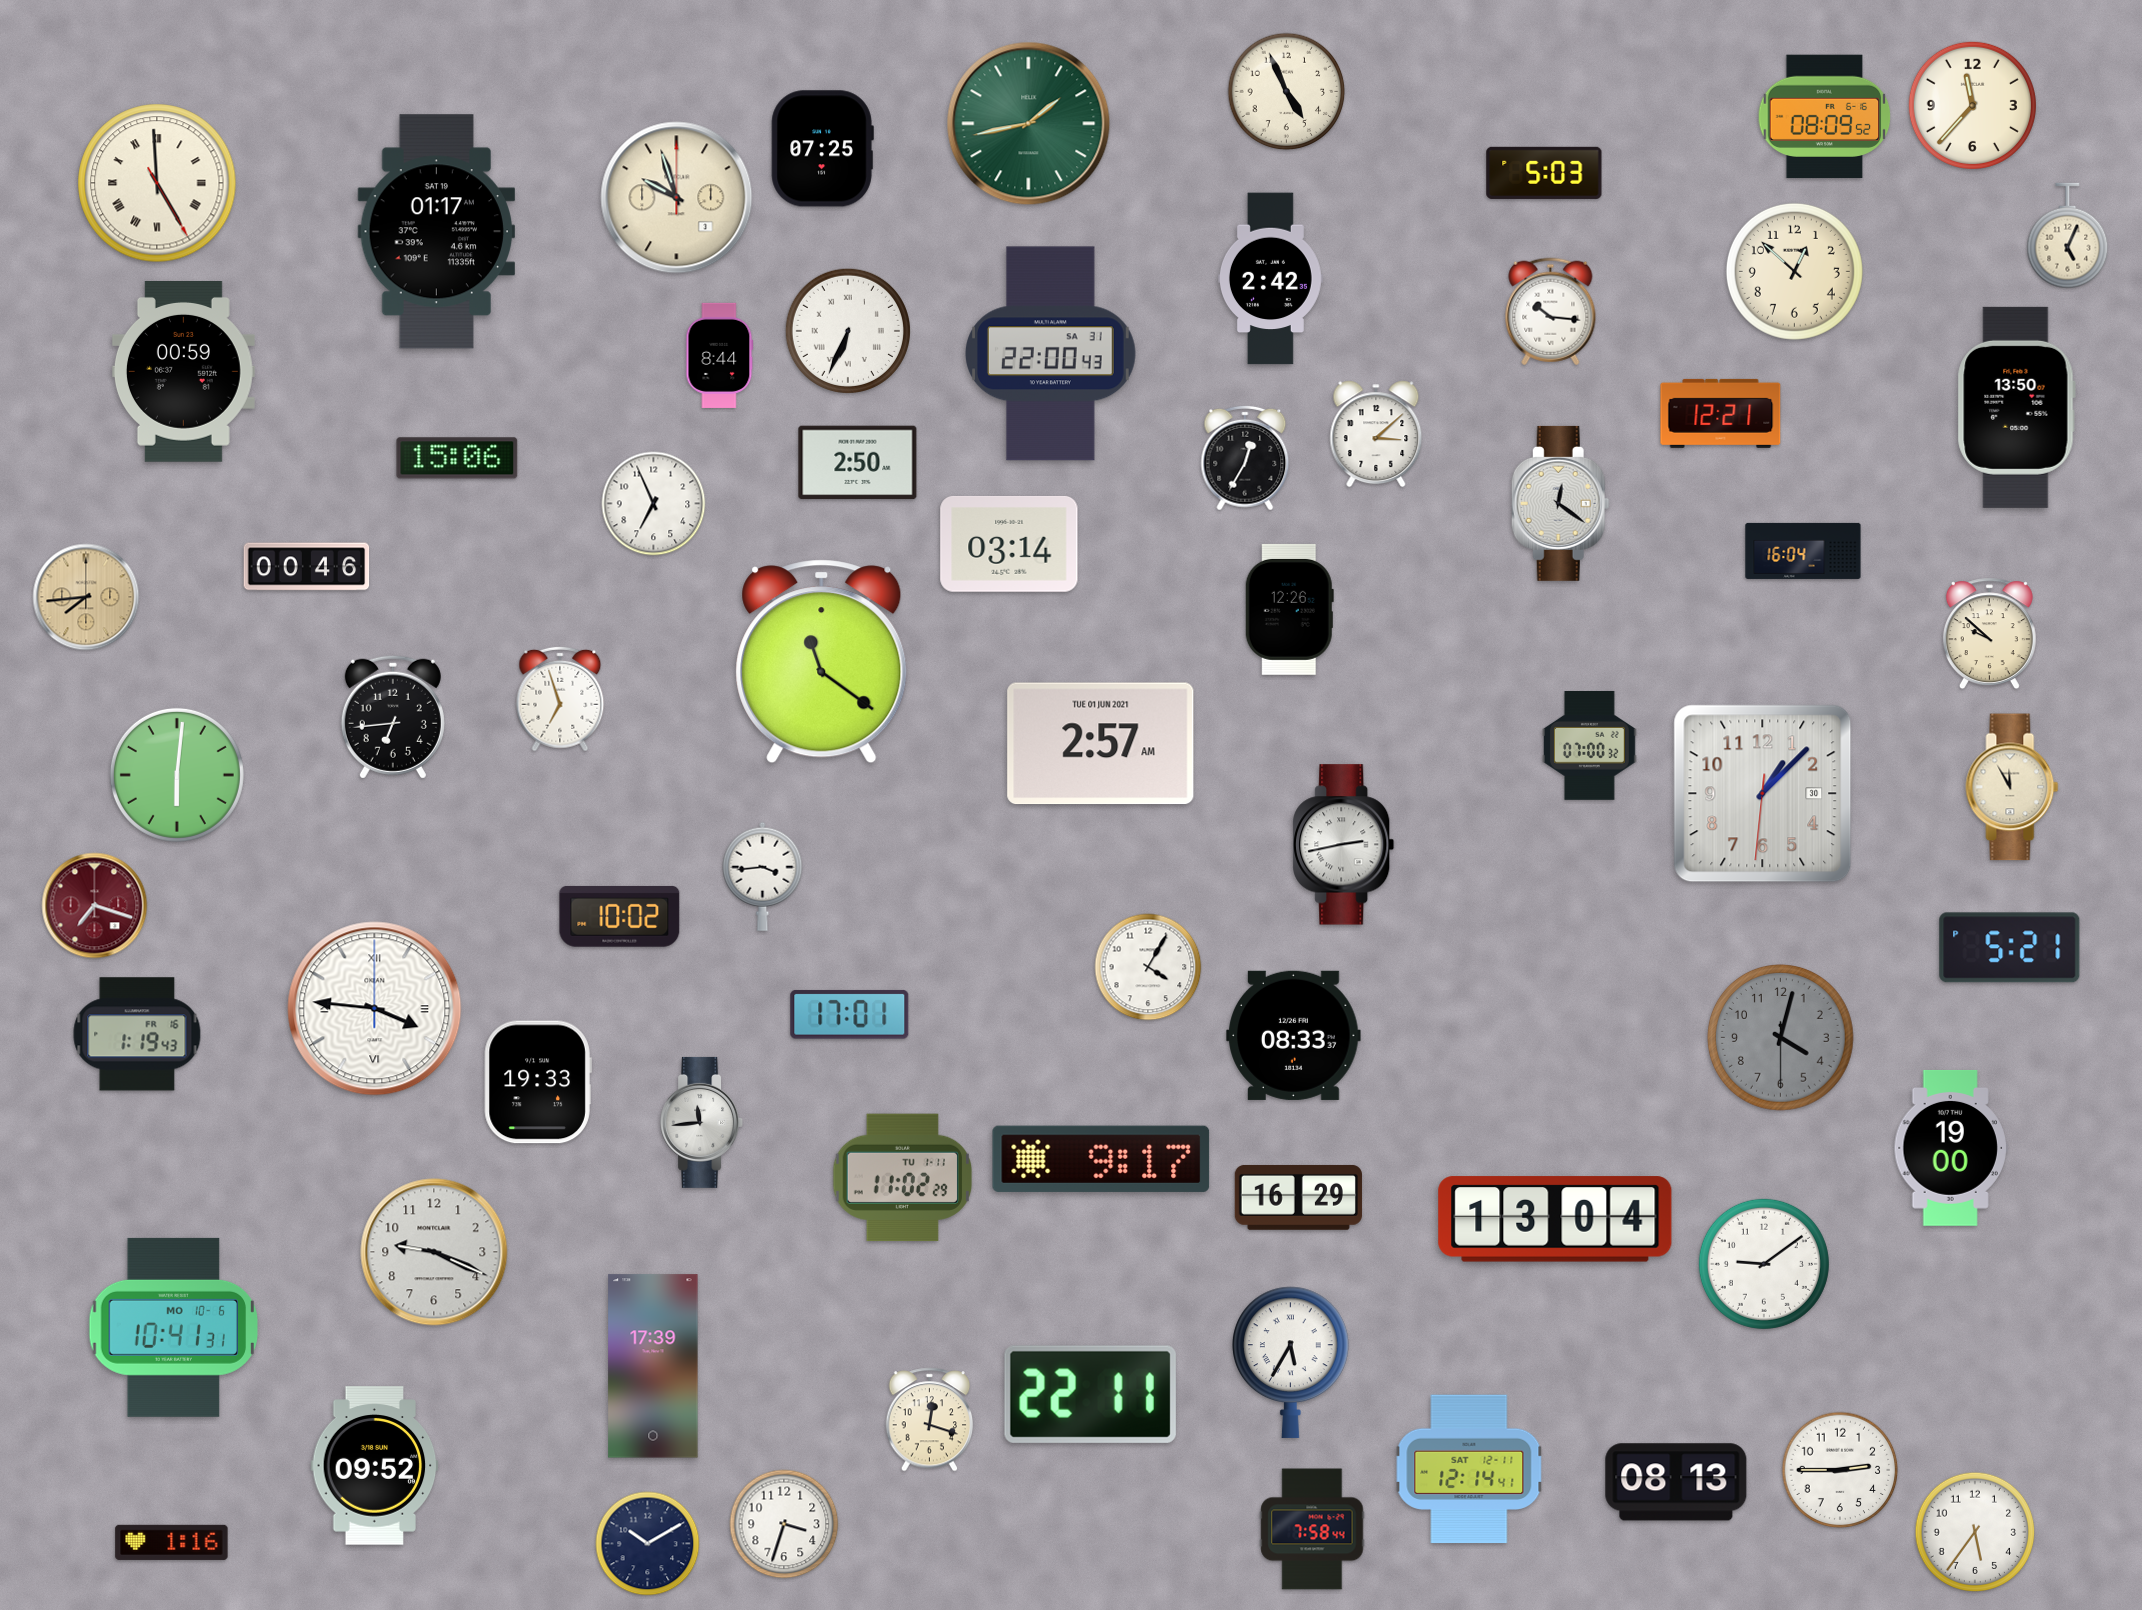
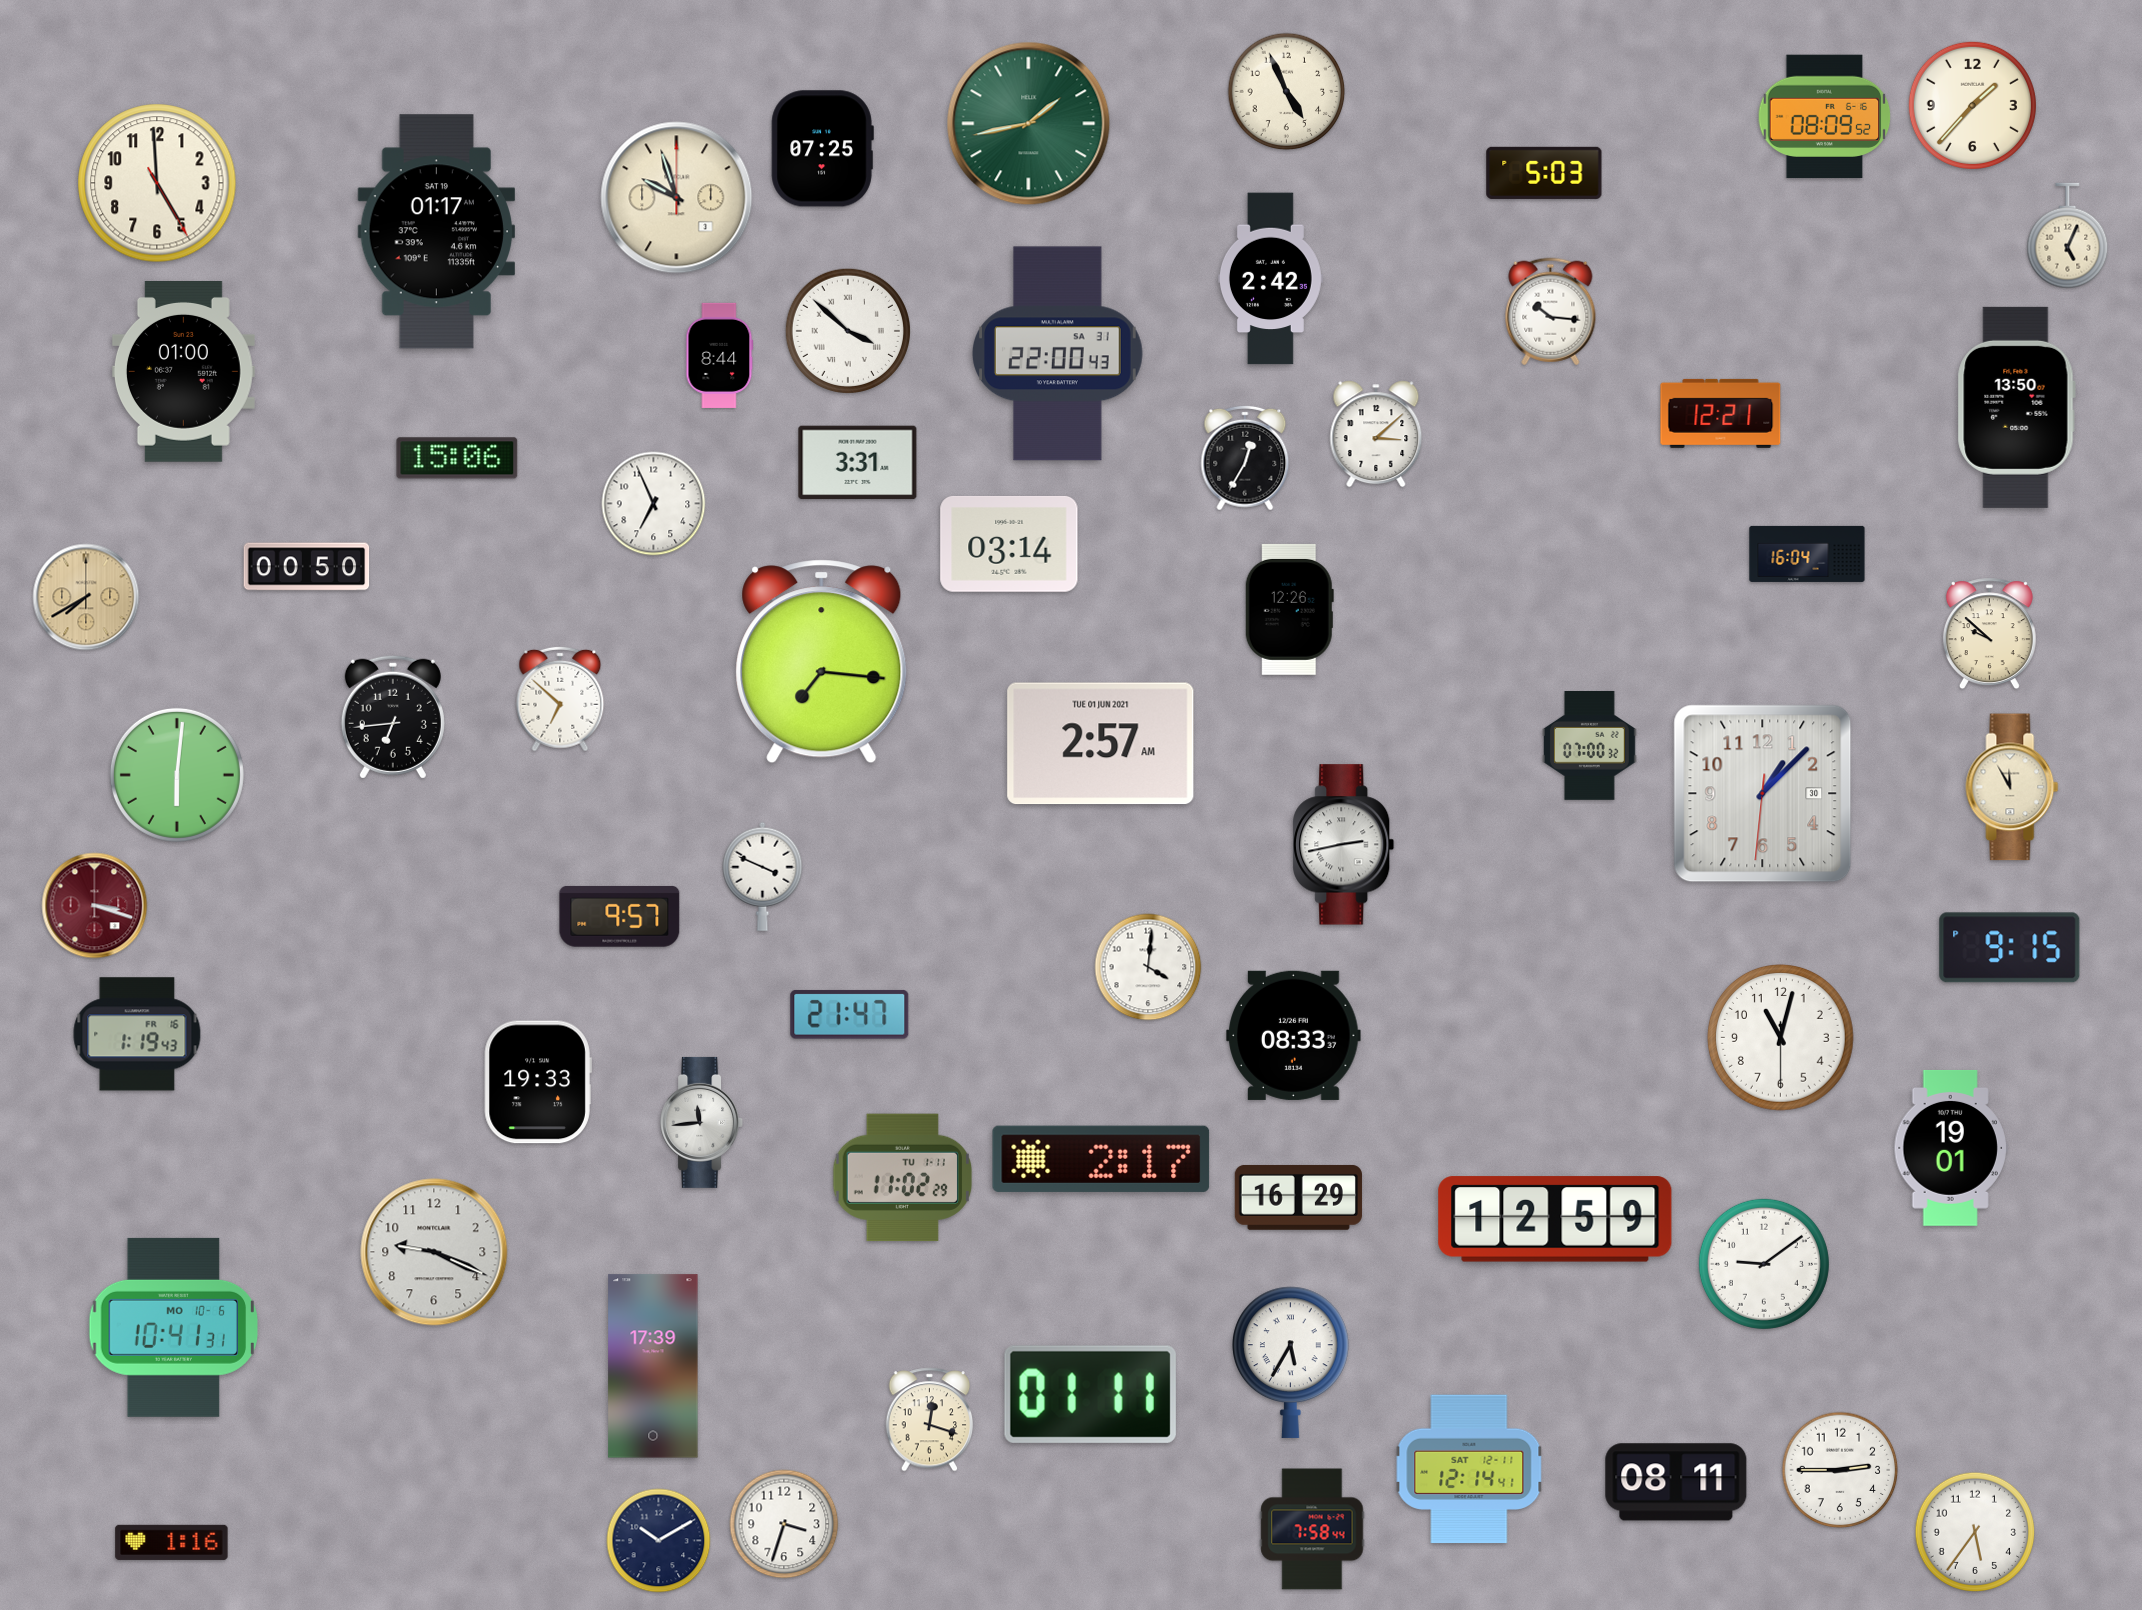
clock at (1972, 105): 11:37 -> 1:37
clock at (157, 183) numerals: Roman -> Arabic
clock at (1794, 271): 12:52 -> none
clock at (848, 331): 6:34 -> 3:52
clock at (1051, 354) position: (1051, 354) -> (1058, 354)
clock at (183, 372): 00:59 -> 01:00
clock at (858, 463): 2:50 -> 3:31
clock at (1560, 503): 12:21 -> none
clock at (1803, 551) position: (1803, 551) -> (1807, 554)
clock at (307, 567): 00:46 -> 00:50
clock at (86, 597): 7:44 -> 7:40
clock at (822, 662): 11:21 -> 7:16
clock at (560, 699): 6:57 -> 6:52
clock at (763, 876): 3:44 -> 3:49
clock at (95, 906): 7:18 -> 3:18
clock at (620, 917): 10:02 -> 9:57
clock at (2010, 948): 5:21 -> 9:15
clock at (1148, 967): 4:05 -> 4:01
clock at (375, 1009): 3:46 -> none
clock at (850, 1014): 17:01 -> 21:47
clock at (1781, 1038): 4:02 -> 11:02
clock at (1781, 1038) dial: grey -> white
clock at (1951, 1148): 19:00 -> 19:01
clock at (1101, 1159): 9:17 -> 2:17
clock at (1555, 1219): 13:04 -> 12:59
clock at (1090, 1394): 22:11 -> 01:11
clock at (375, 1466): 09:52 -> none
clock at (1676, 1482): 08:13 -> 08:11
clock at (648, 1544) position: (648, 1544) -> (659, 1541)
